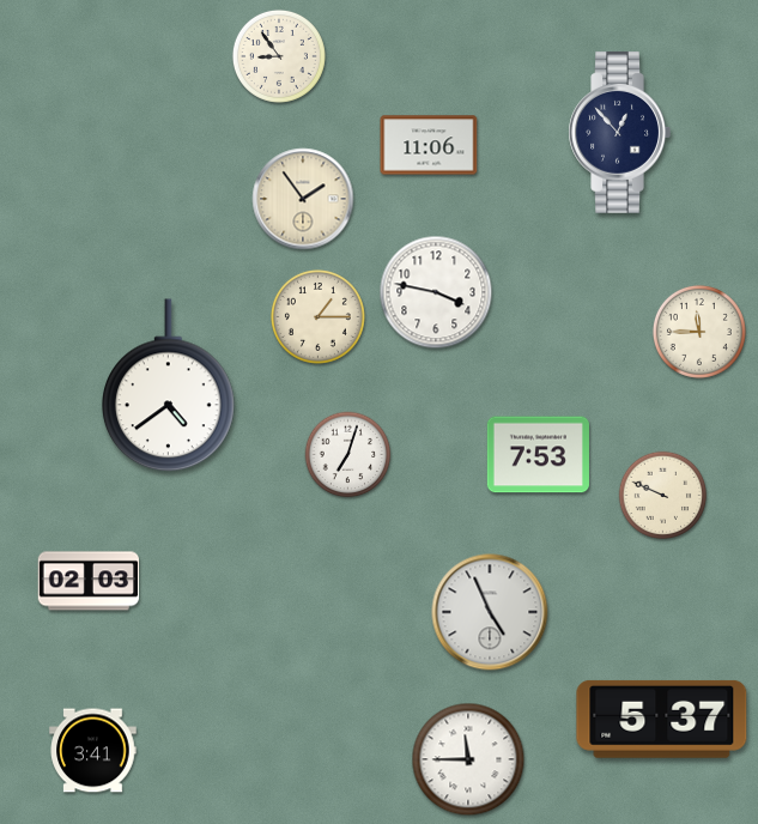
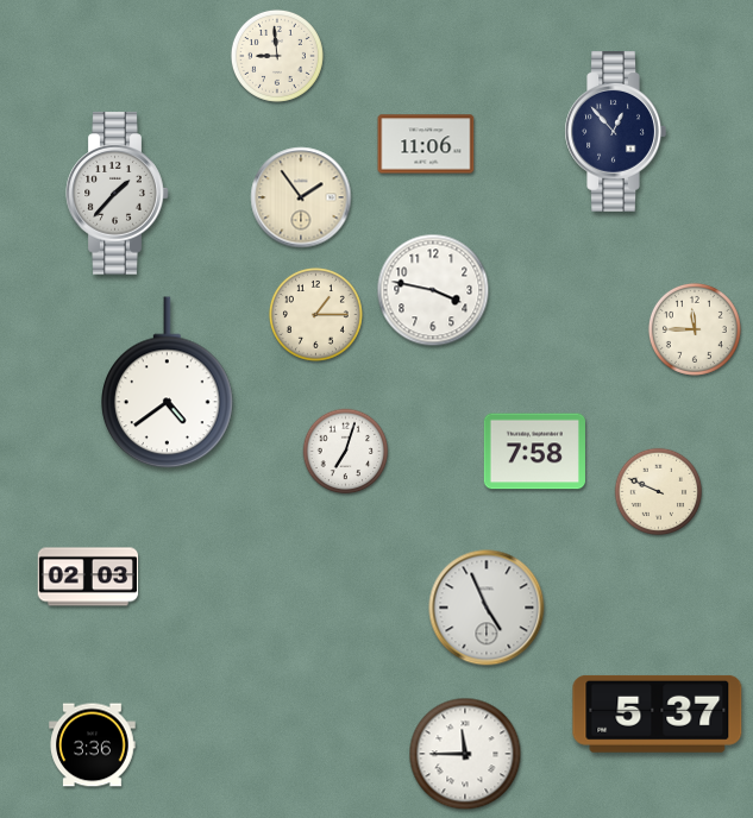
clock at (279, 56): 8:54 -> 8:59
clock at (118, 194): none -> 1:37
clock at (538, 455): 7:53 -> 7:58
clock at (93, 751): 3:41 -> 3:36
